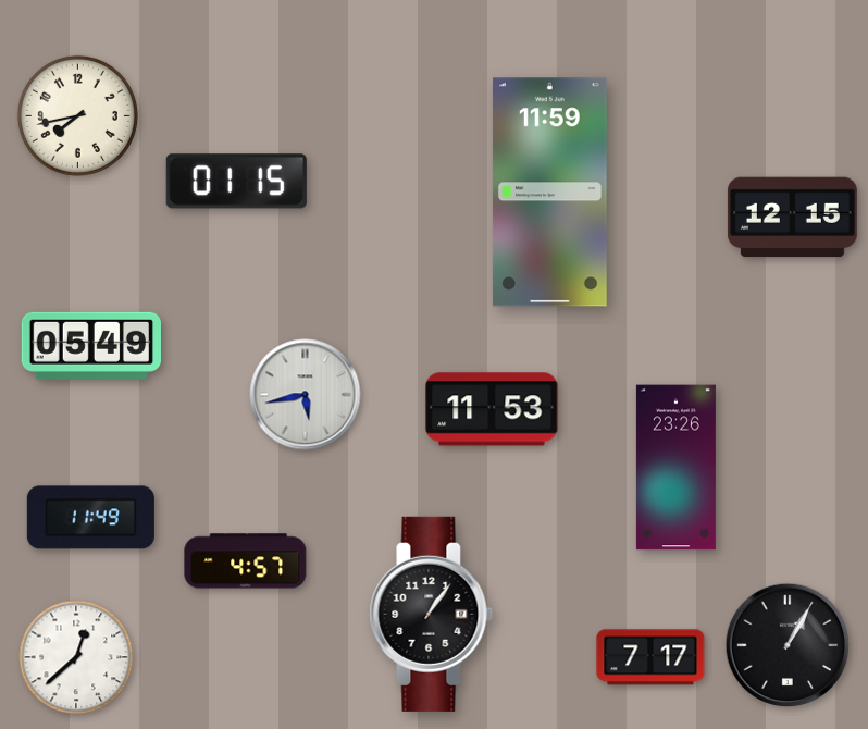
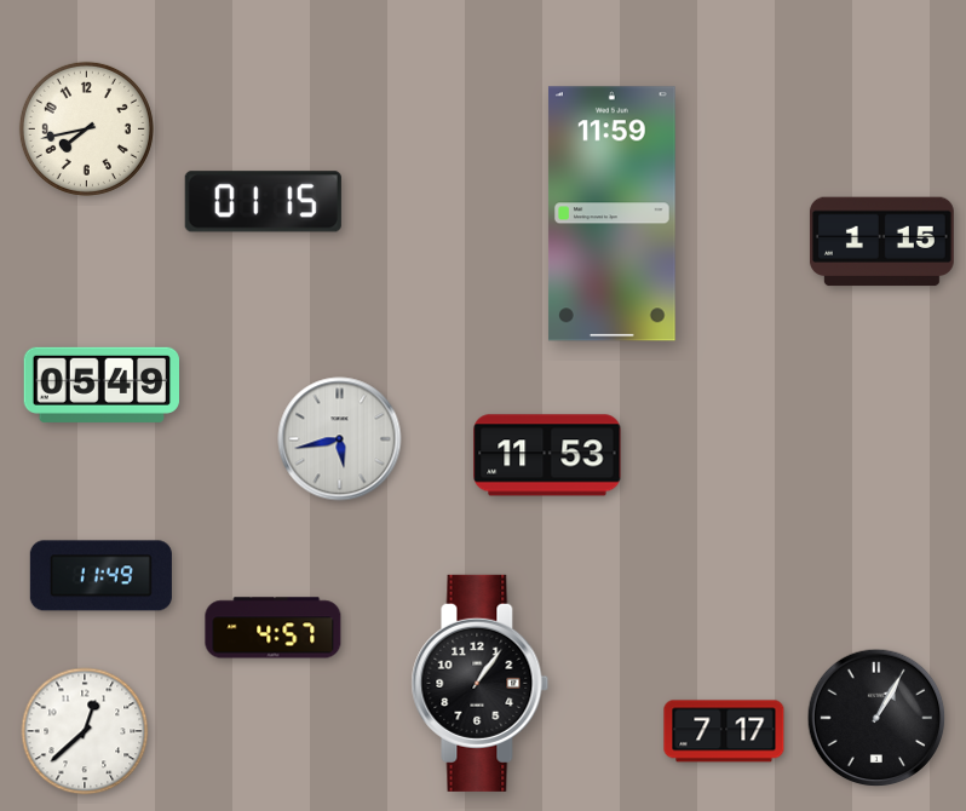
clock at (792, 218): 12:15 -> 1:15
clock at (675, 468): 23:26 -> none
clock at (246, 561) position: (246, 561) -> (274, 628)
